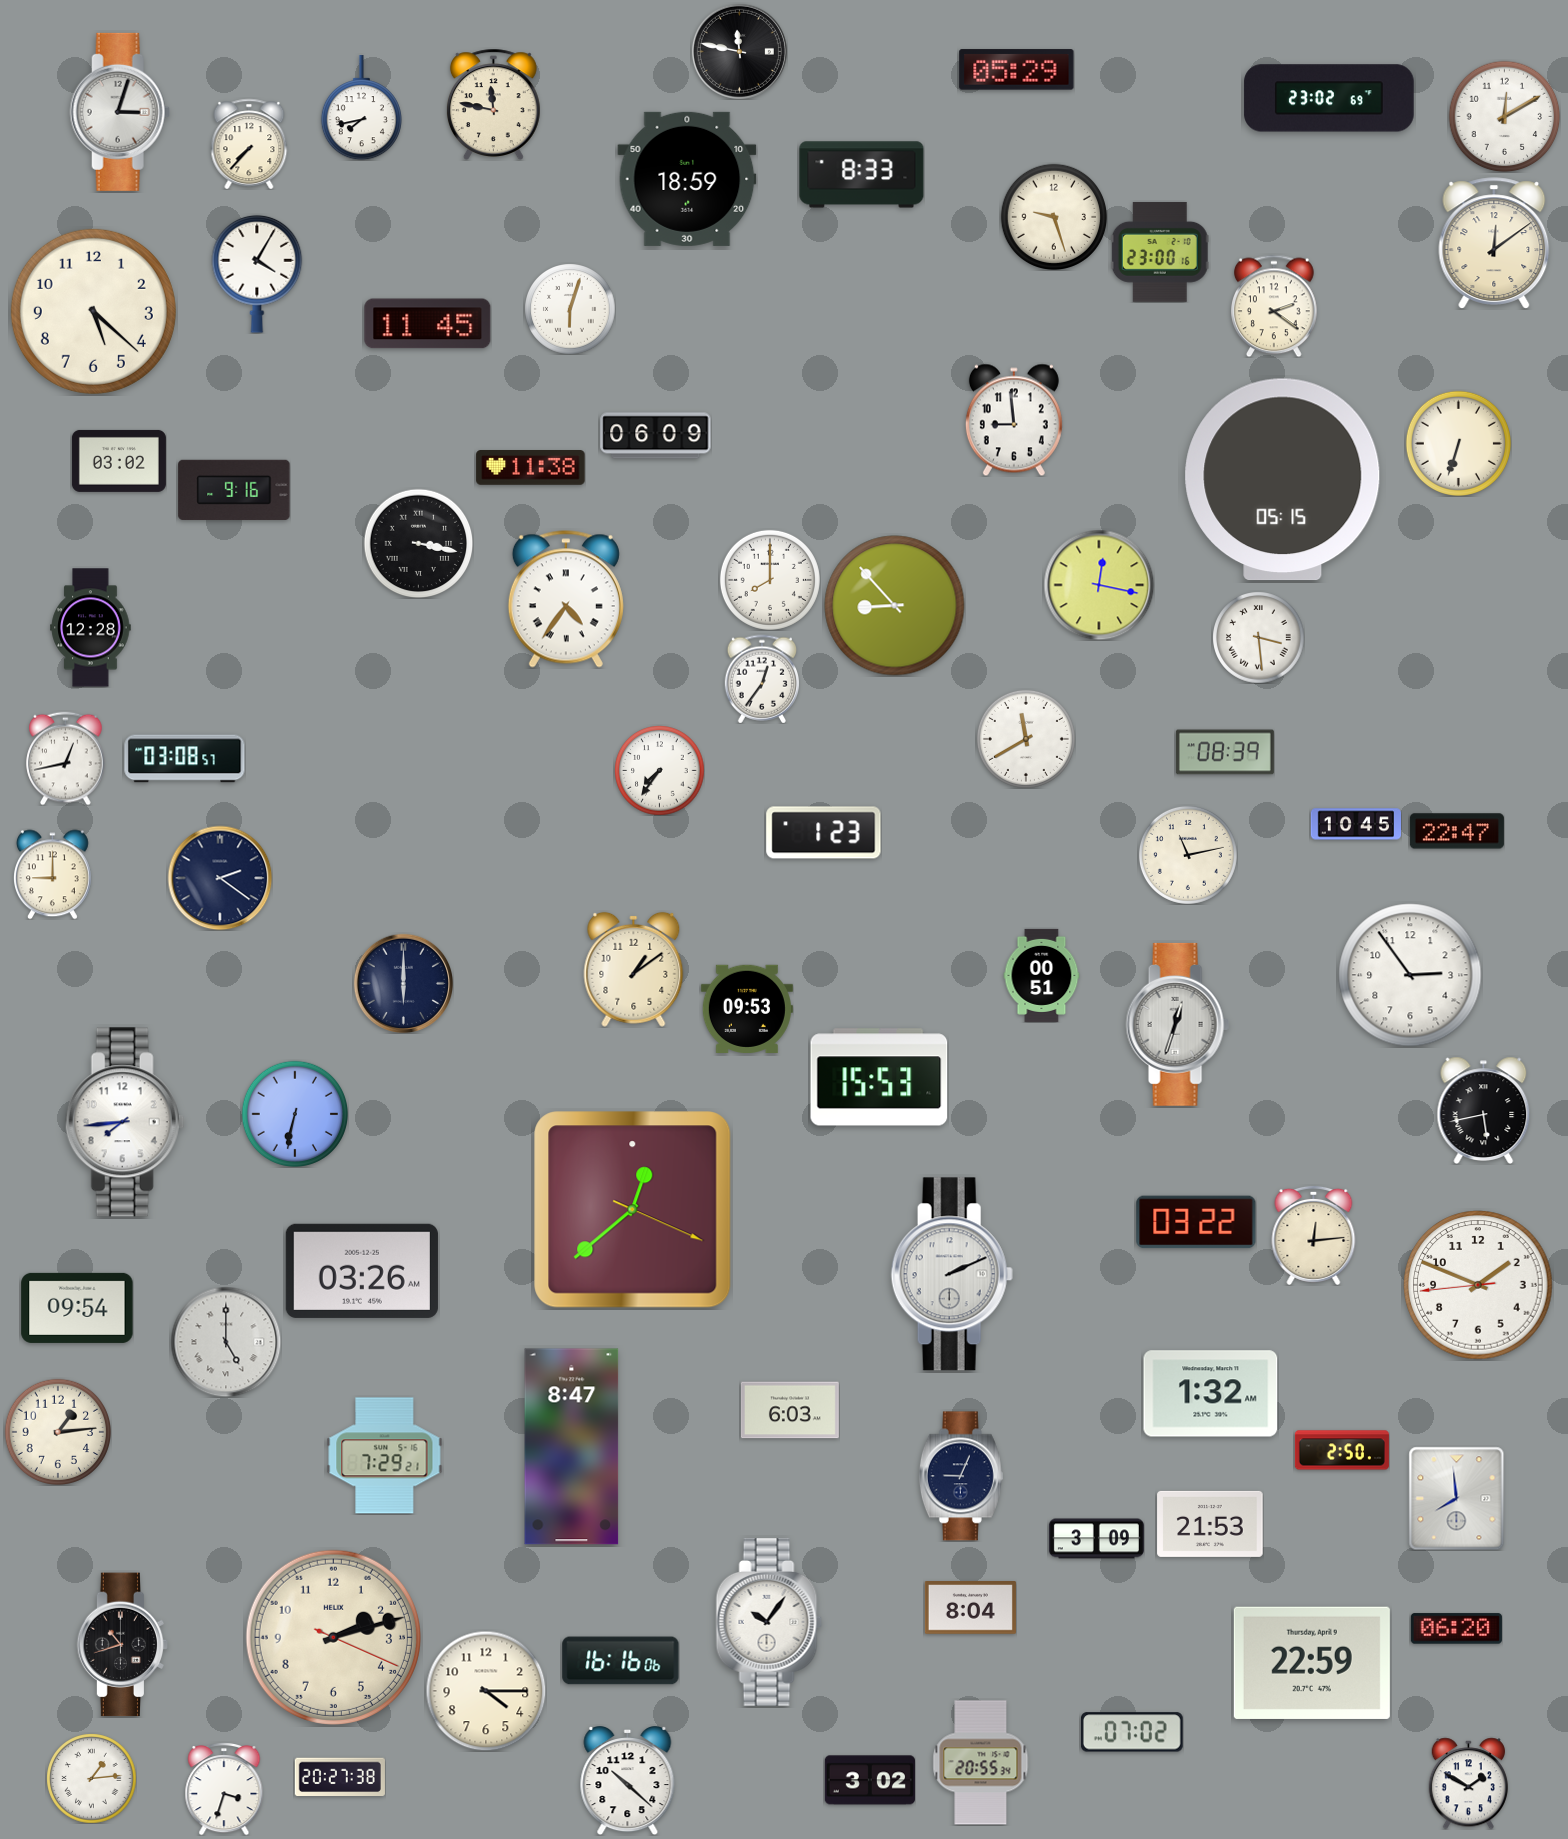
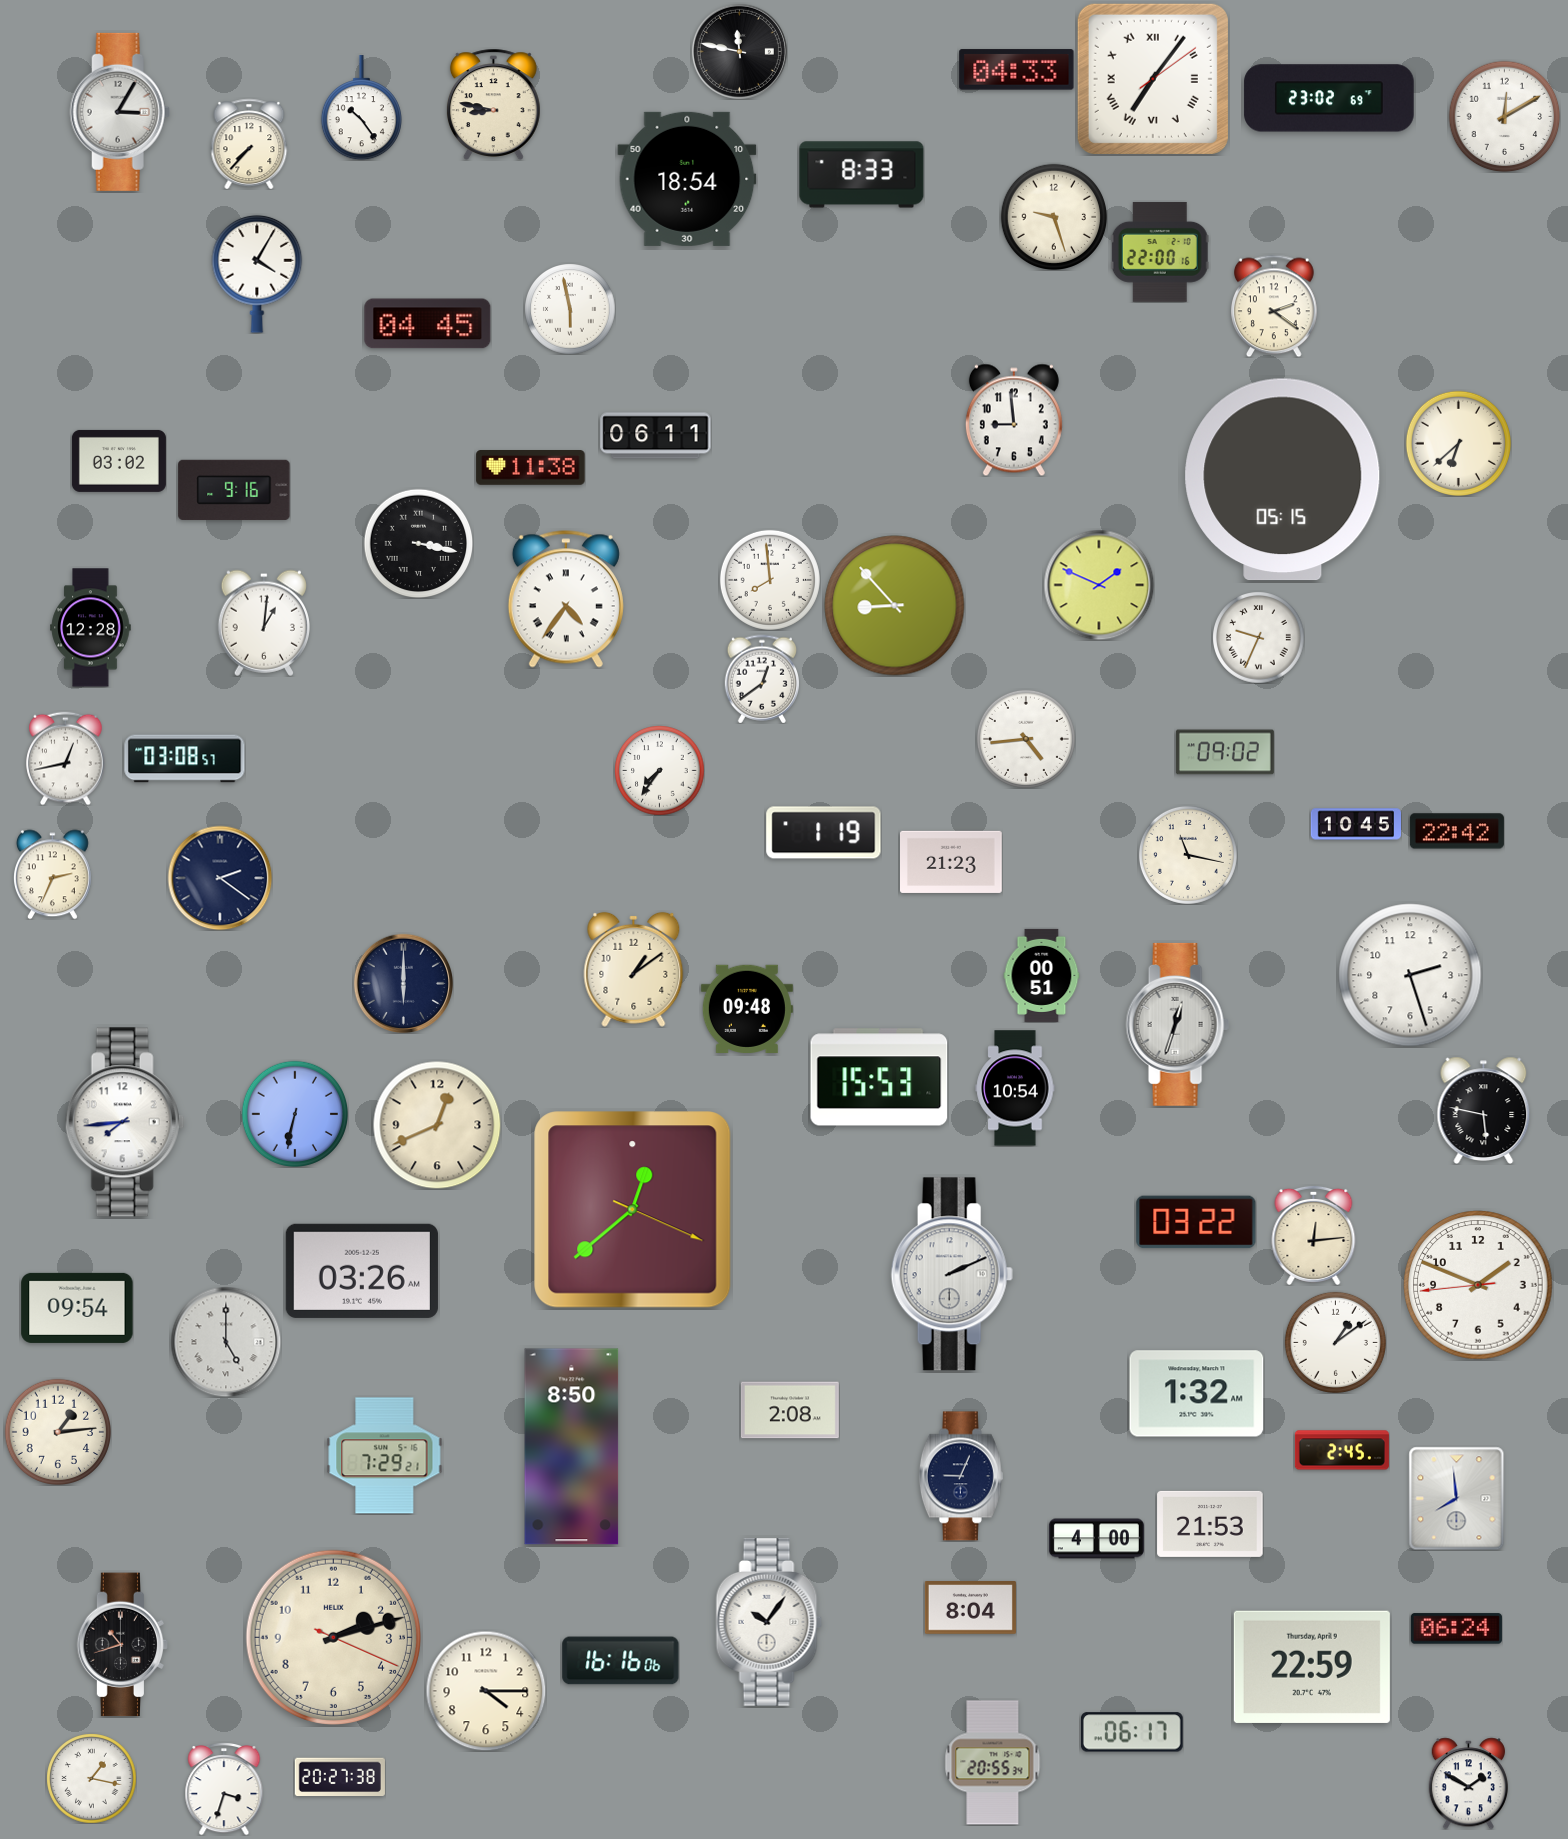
clock at (1017, 70): 05:29 -> 04:33
clock at (1153, 79): none -> 7:06
clock at (493, 104): 11:47 -> 8:47
clock at (361, 108): 7:43 -> 10:24
clock at (120, 112): 3:03 -> 3:05
clock at (687, 179): 18:59 -> 18:54
clock at (1494, 243): 12:09 -> none
clock at (1160, 252): 23:00 -> 22:00
clock at (570, 309): 6:03 -> 5:58
clock at (93, 311): 5:22 -> none
clock at (428, 324): 11:45 -> 04:45
clock at (656, 436): 06:09 -> 06:11
clock at (1458, 443): 6:33 -> 6:38
clock at (770, 580): 8:00 -> 7:59
clock at (1099, 585): 12:17 -> 1:49
clock at (264, 623): none -> 1:01
clock at (1259, 638): 3:29 -> 9:34
clock at (761, 679): 12:36 -> 12:39
clock at (1026, 739): 11:40 -> 4:44
clock at (1225, 752): 08:39 -> 09:02
clock at (1457, 831): 22:47 -> 22:42
clock at (824, 833): 1:23 -> 1:19
clock at (1188, 855): 11:13 -> 11:17
clock at (952, 862): none -> 21:23
clock at (52, 874): 9:00 -> 2:34
clock at (1410, 975): 2:54 -> 2:27
clock at (747, 1008): 09:53 -> 09:48
clock at (1015, 1088): none -> 10:54
clock at (1484, 1110): 5:43 -> 5:47
clock at (437, 1125): none -> 12:41
clock at (1335, 1342): none -> 1:09
clock at (1211, 1394) position: (1211, 1394) -> (1197, 1394)
clock at (790, 1410): 6:03 -> 2:08
clock at (572, 1447): 8:47 -> 8:50
clock at (1342, 1450): 2:50 -> 2:45
clock at (1096, 1539): 3:09 -> 4:00
clock at (1456, 1629): 06:20 -> 06:24
clock at (1312, 1663) position: (1312, 1663) -> (1312, 1667)
clock at (1132, 1732): 07:02 -> 06:17
clock at (981, 1763) position: (981, 1763) -> (993, 1763)
clock at (91, 1778): 1:14 -> 1:17
clock at (870, 1780): 3:02 -> none
clock at (628, 1781): 10:22 -> none
